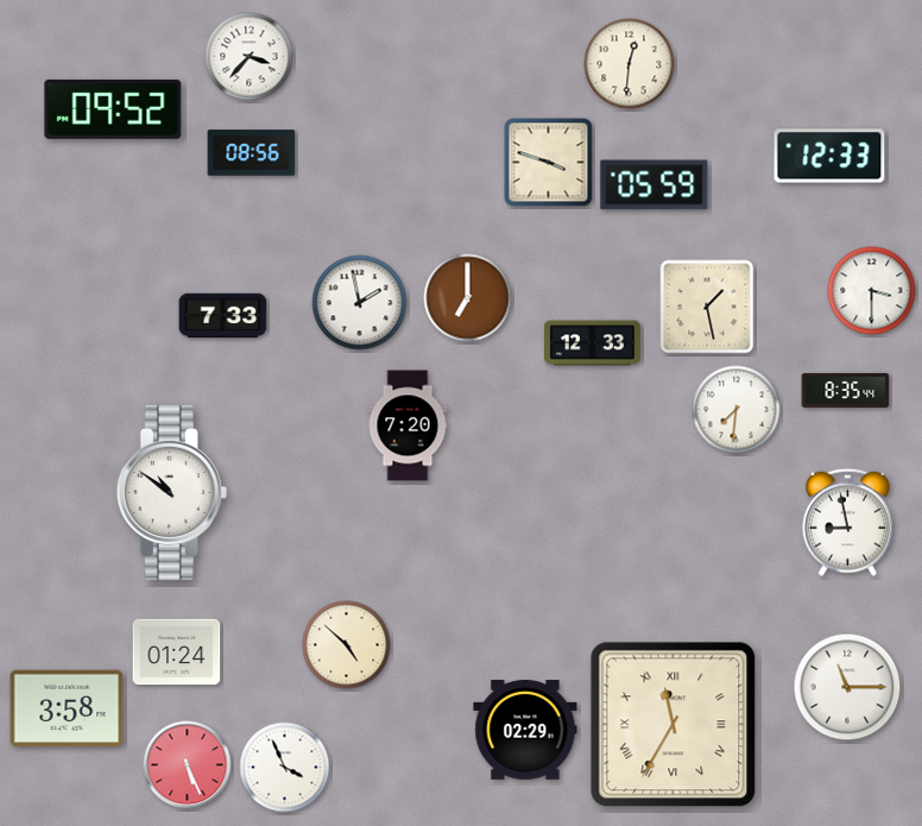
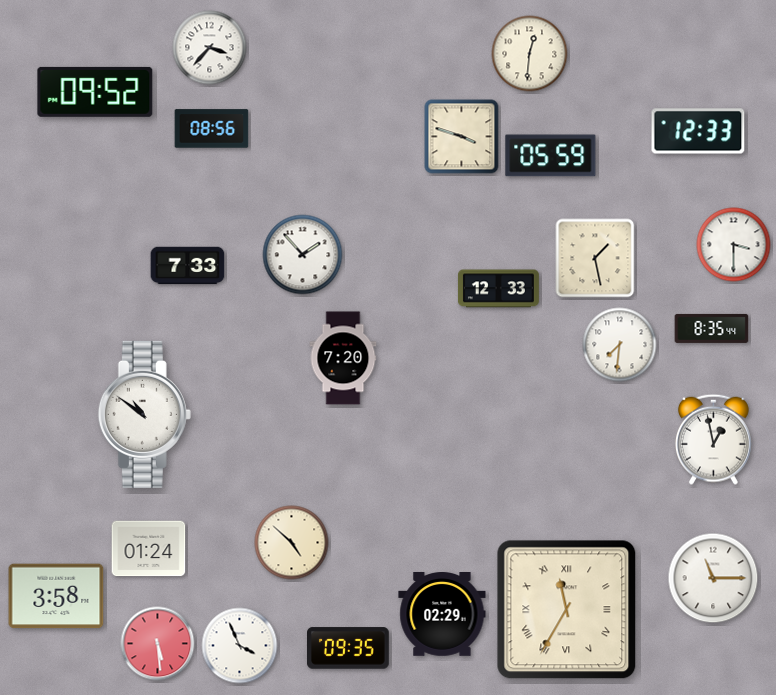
clock at (468, 298): 7:00 -> none
clock at (360, 303): 1:58 -> 1:53
clock at (848, 522): 8:58 -> 12:58
clock at (188, 765): 5:26 -> 5:29
clock at (349, 648): none -> 09:35
